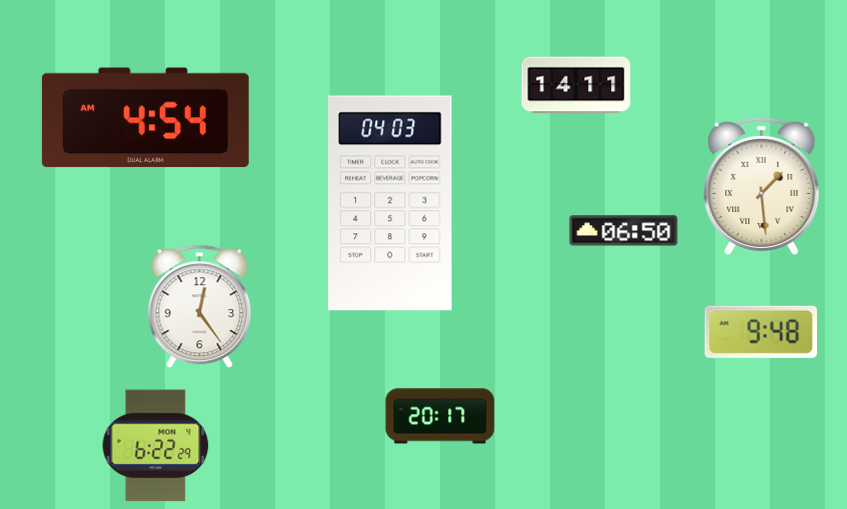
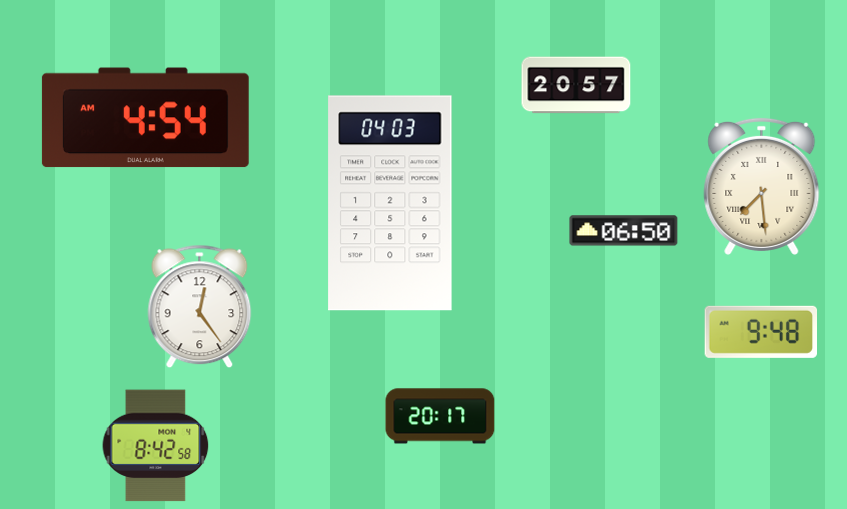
clock at (576, 85): 14:11 -> 20:57
clock at (762, 186): 1:29 -> 7:29
clock at (156, 446): 6:22 -> 8:42
